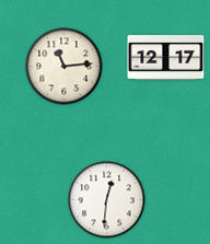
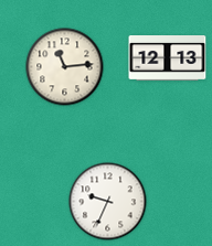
clock at (166, 58): 12:17 -> 12:13
clock at (107, 200): 12:31 -> 9:34
